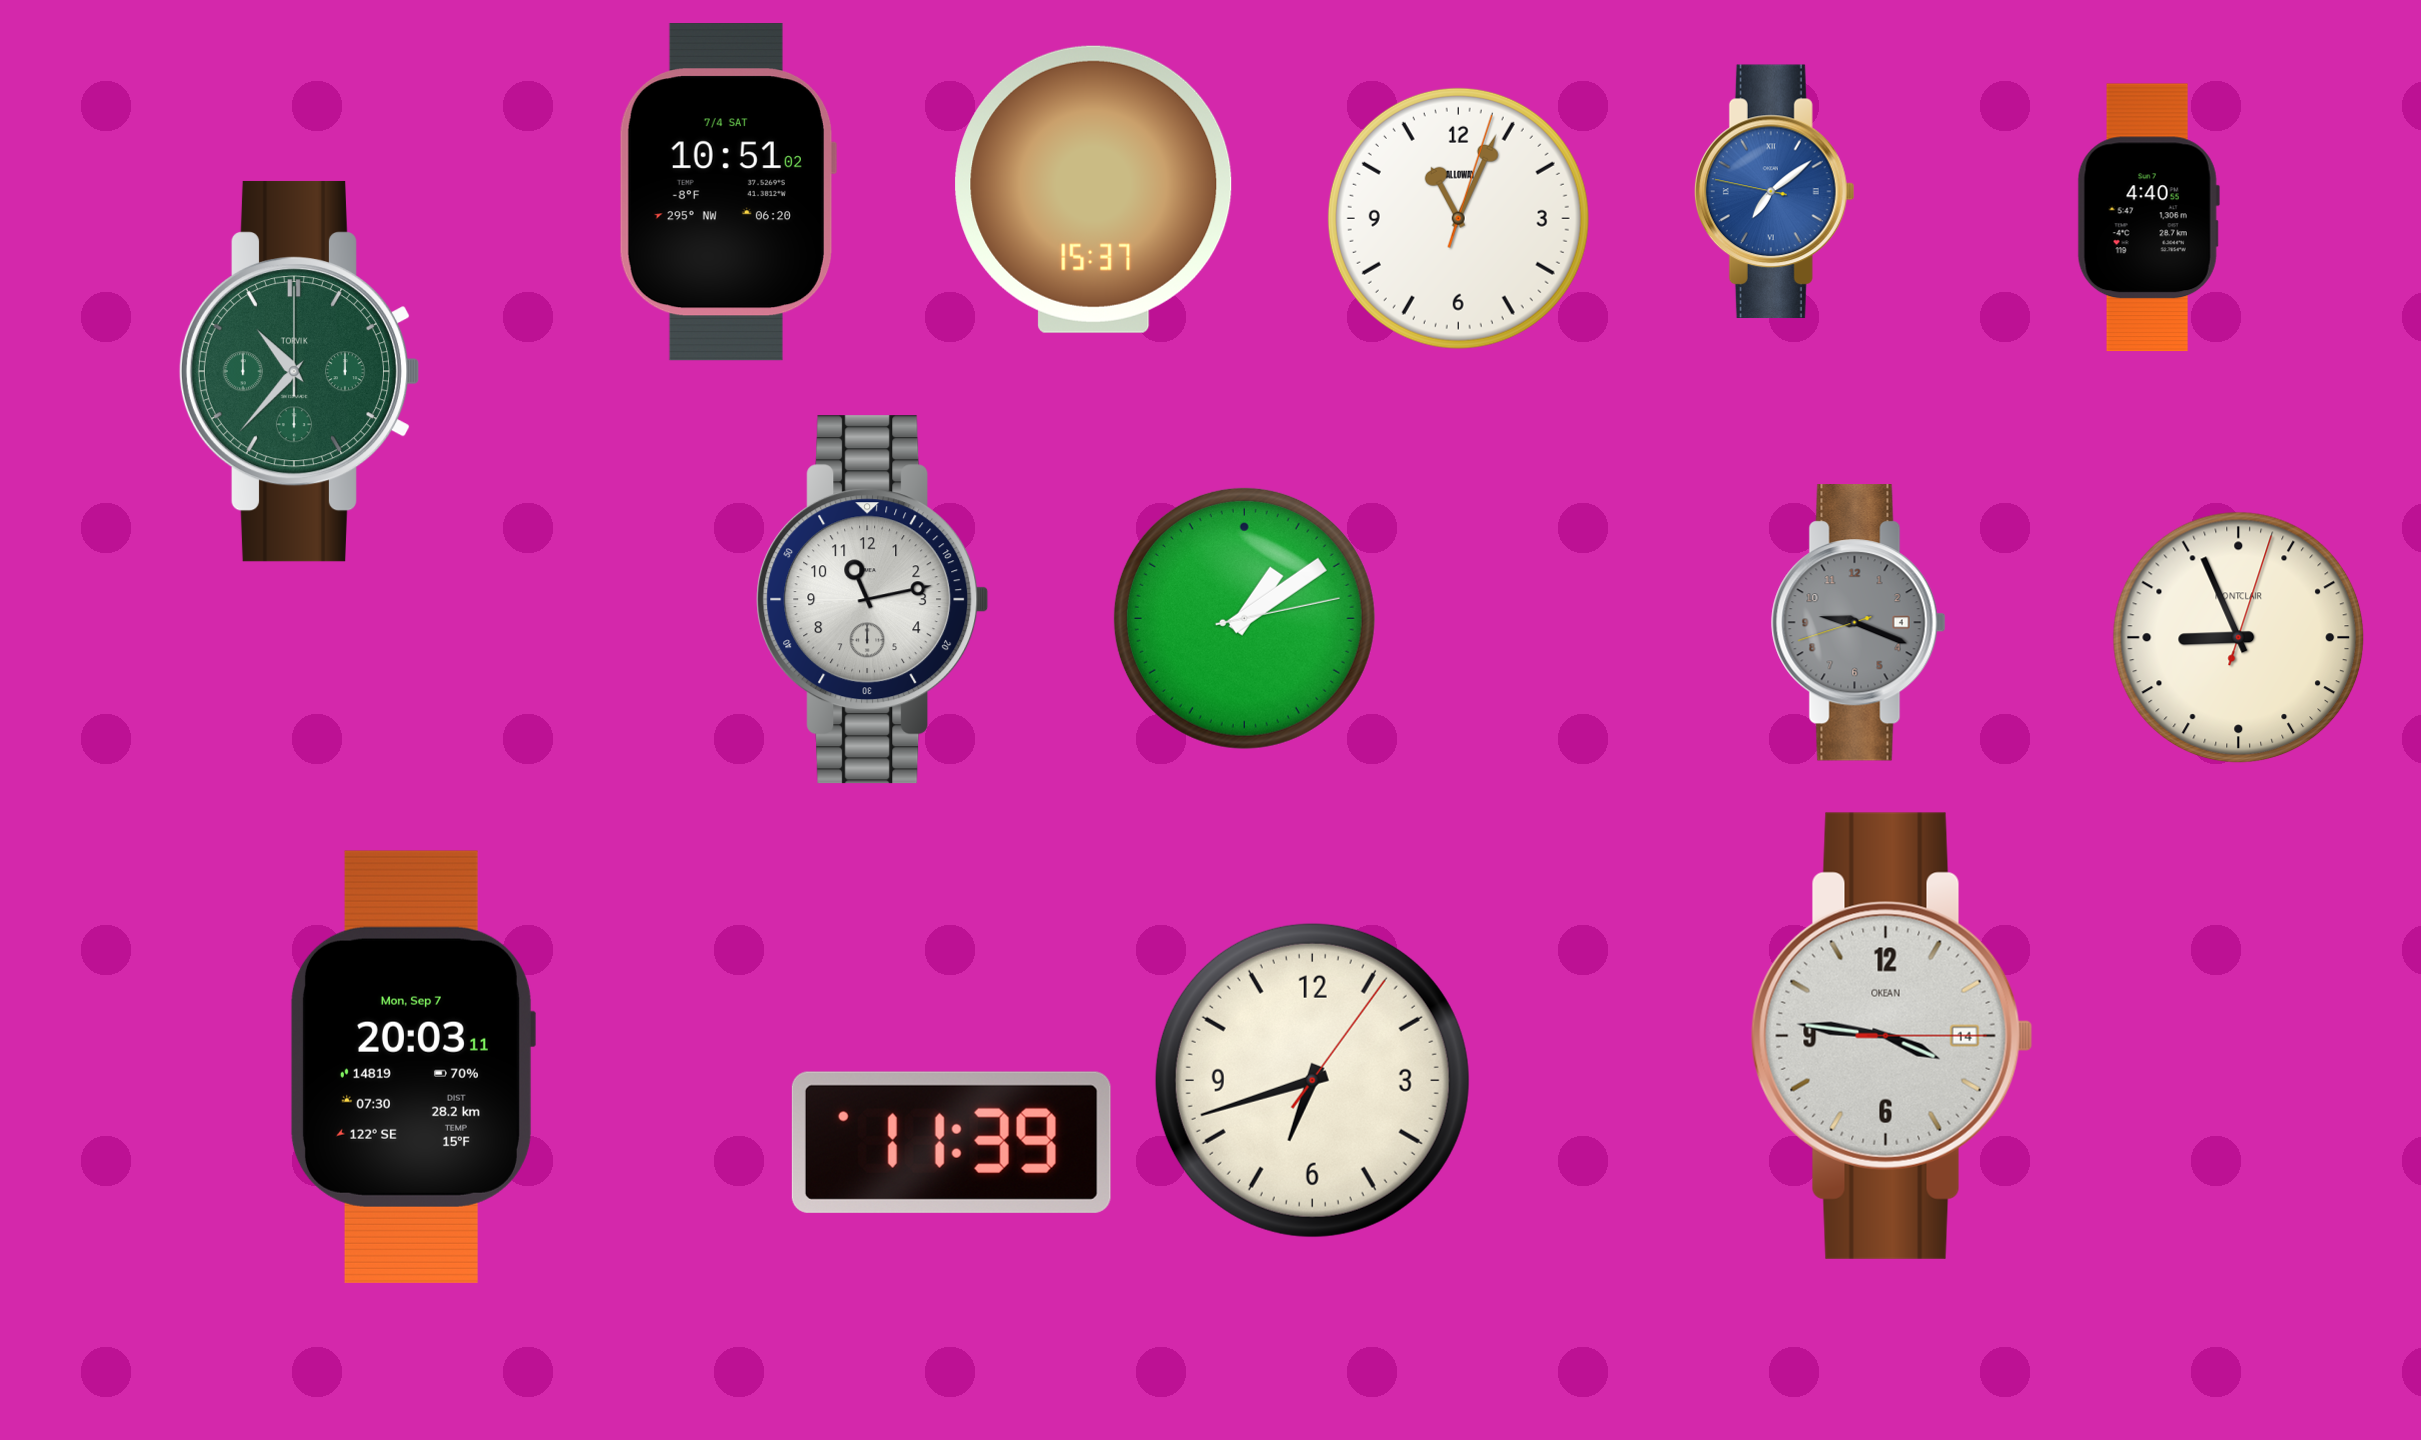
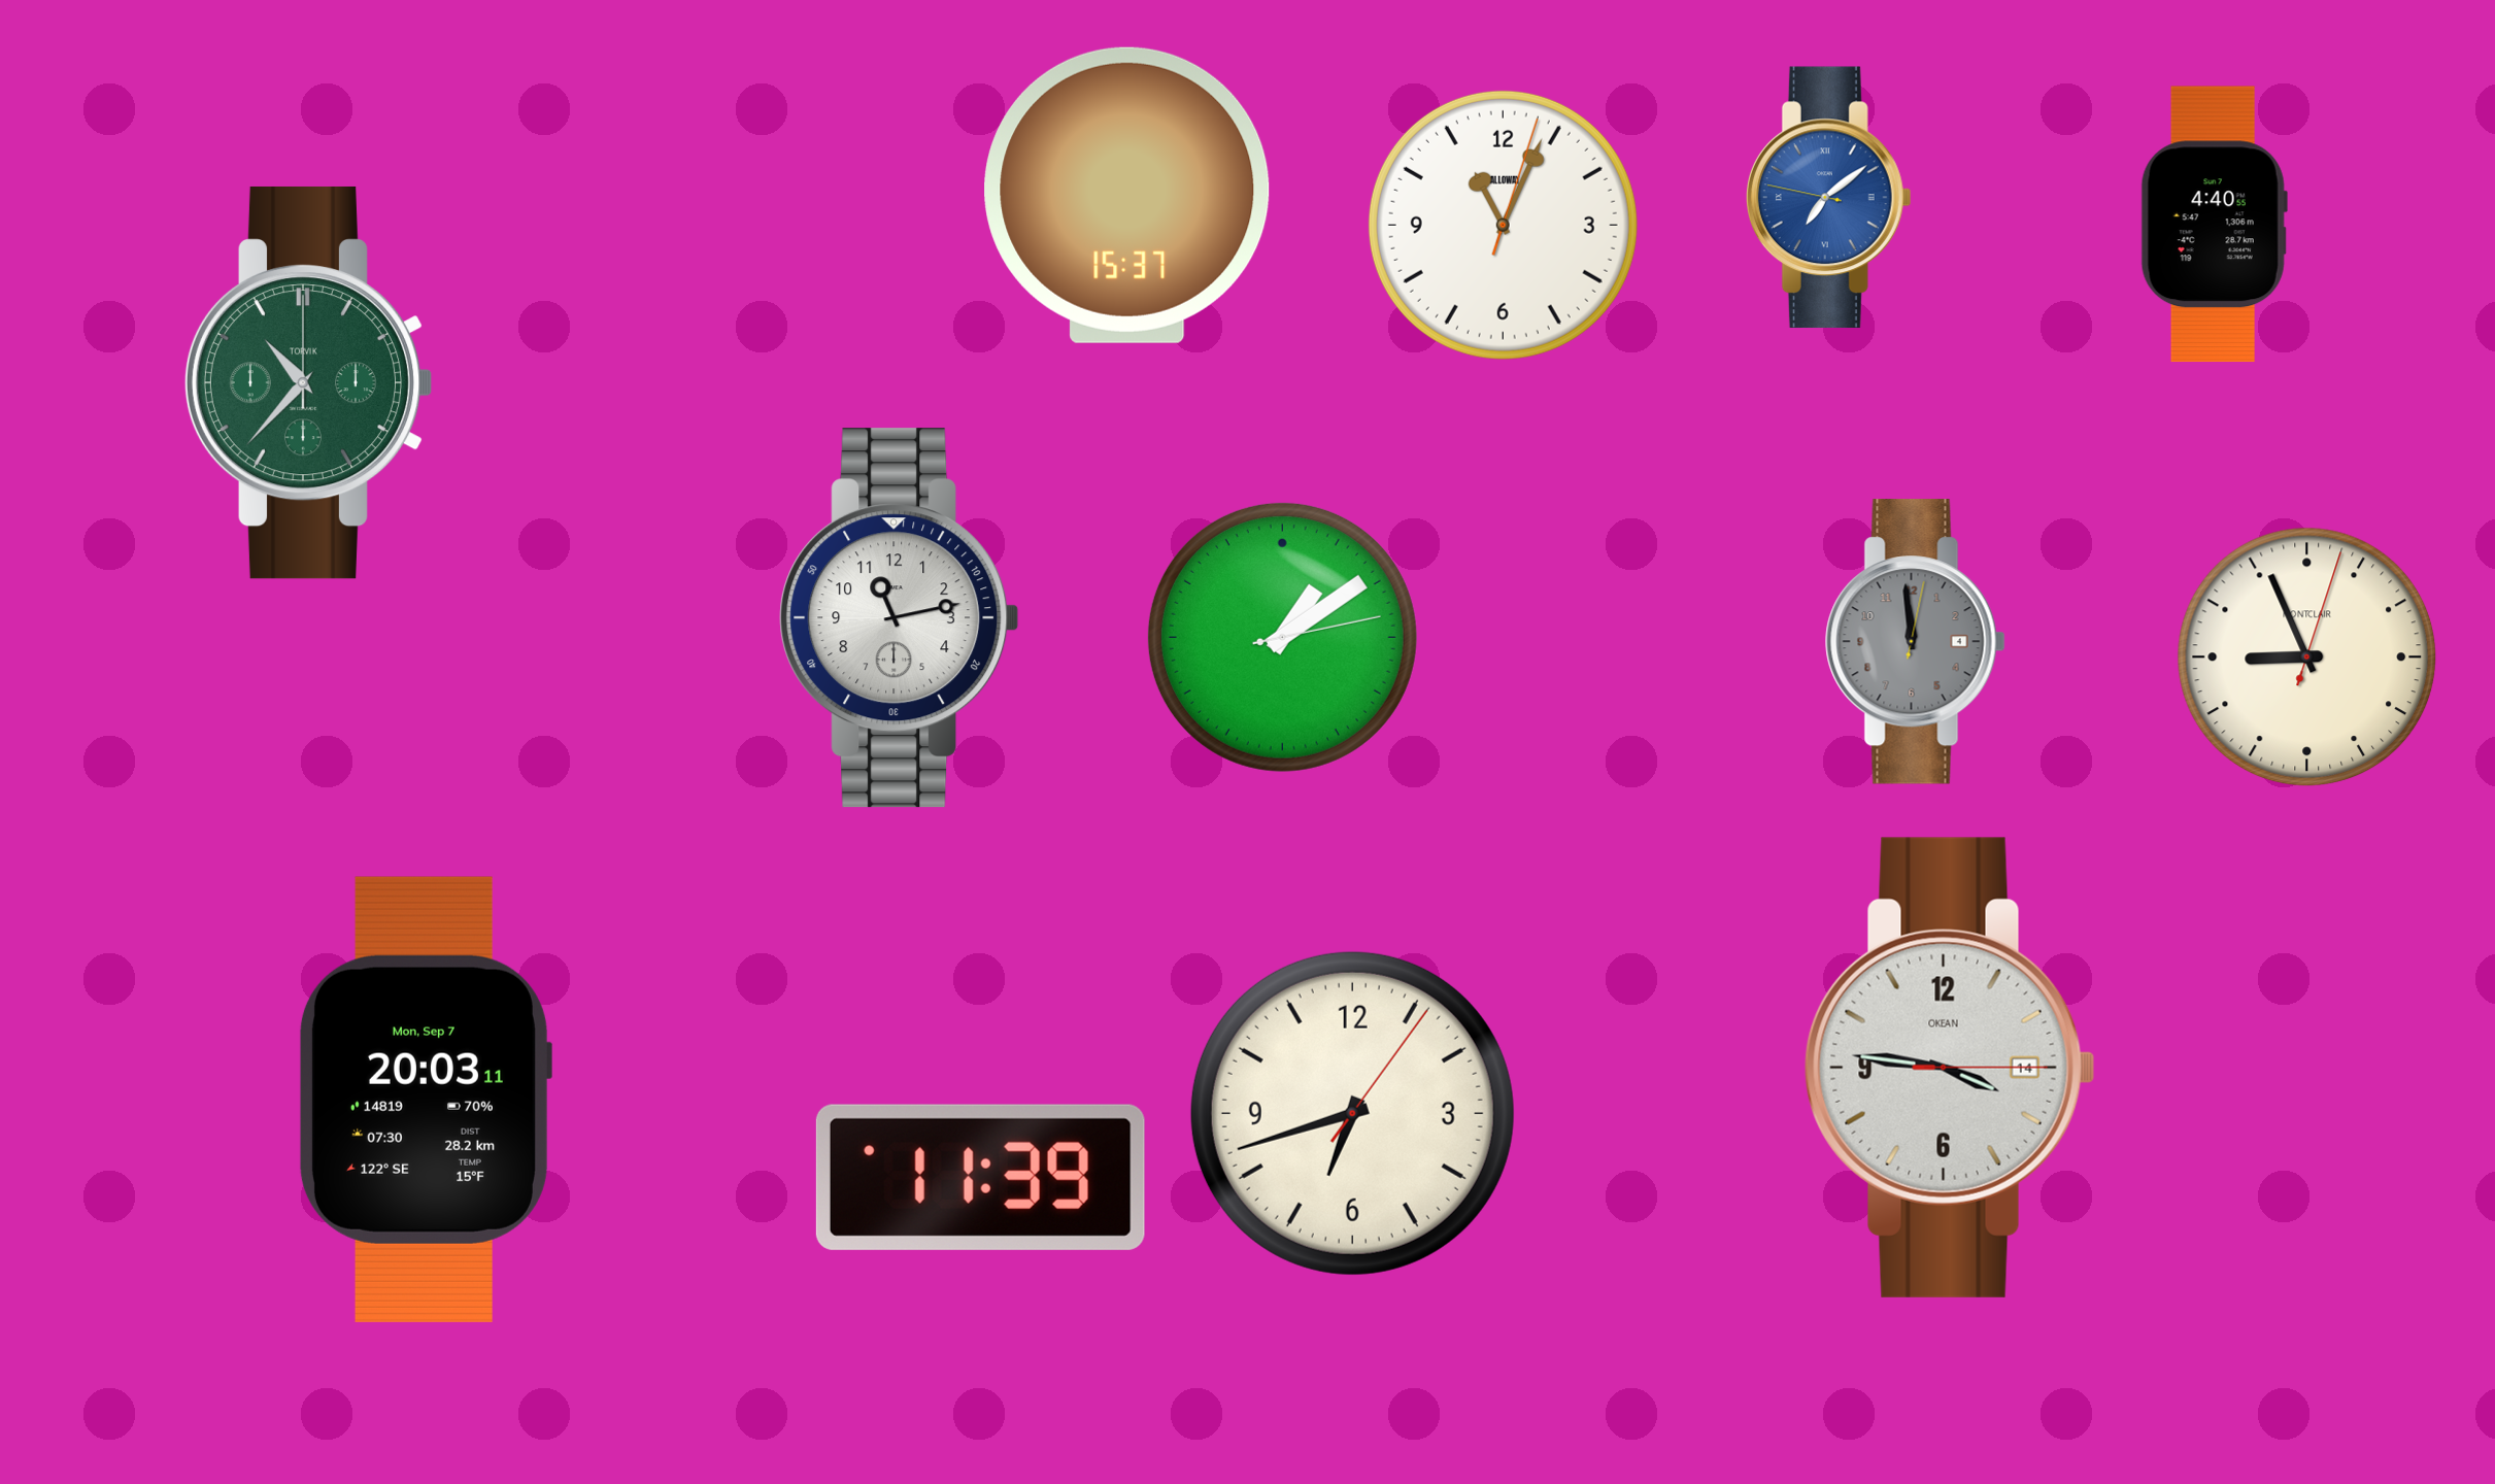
clock at (727, 192): 10:51 -> none
clock at (1858, 623): 9:18 -> 11:59
